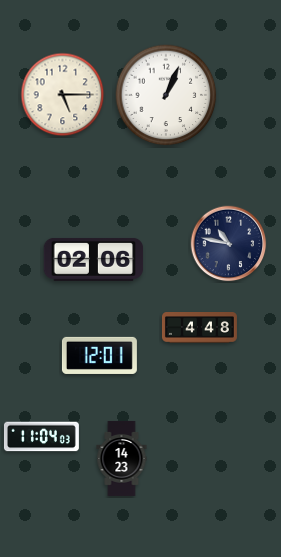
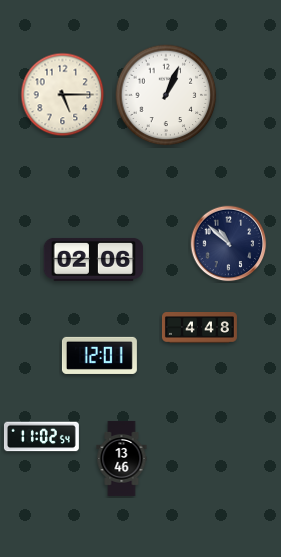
clock at (229, 244): 10:47 -> 10:52
clock at (41, 437): 11:04 -> 11:02
clock at (122, 458): 14:23 -> 13:46
